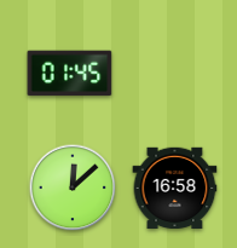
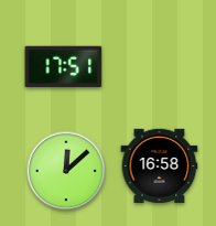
clock at (70, 74): 01:45 -> 17:51
clock at (175, 189) position: (175, 189) -> (160, 166)
